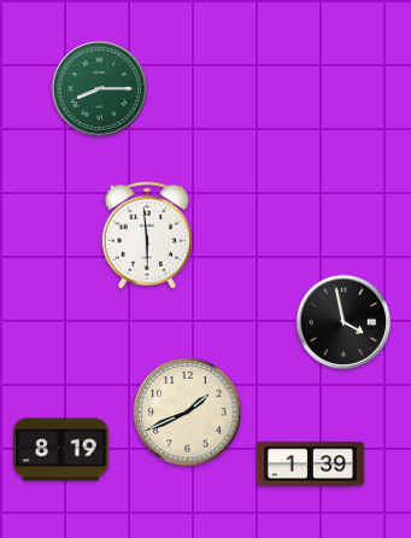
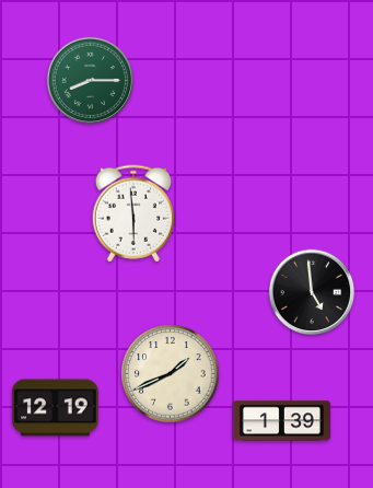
clock at (344, 322): 3:58 -> 4:59
clock at (61, 450): 8:19 -> 12:19
